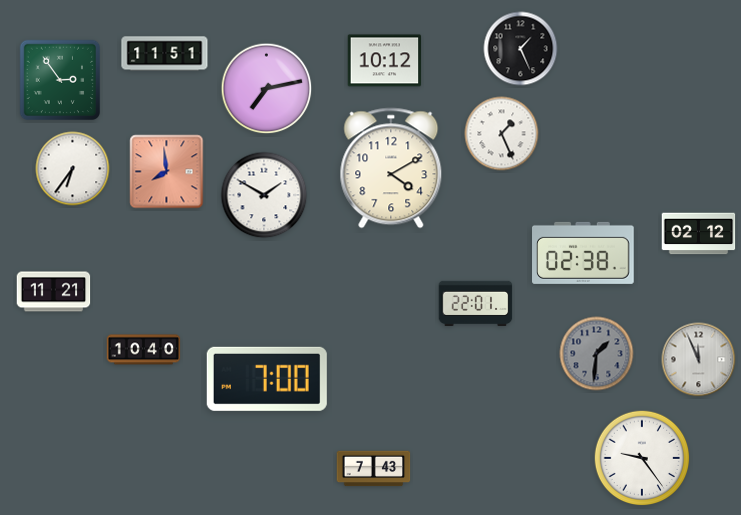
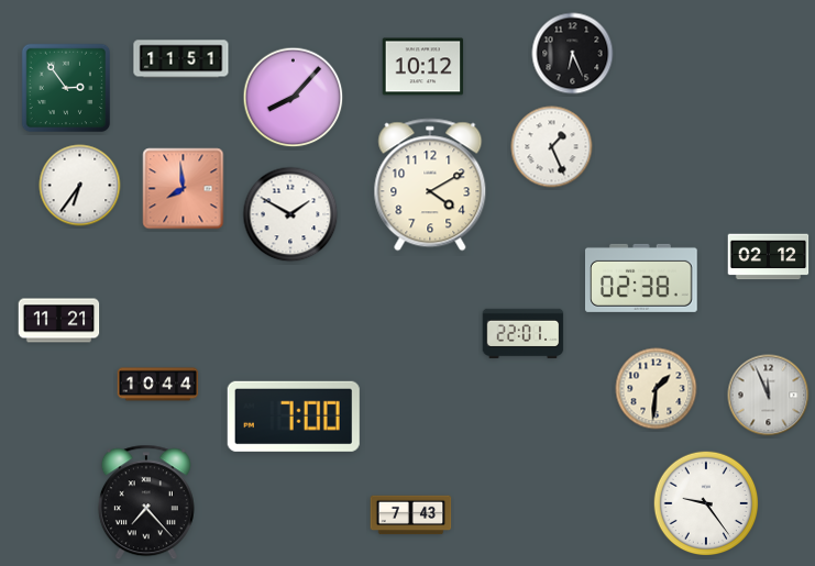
clock at (521, 49): 1:26 -> 6:26
clock at (267, 89): 7:13 -> 8:07
clock at (144, 350): 10:40 -> 10:44
clock at (597, 354) dial: grey -> cream
clock at (146, 502): none -> 7:23
